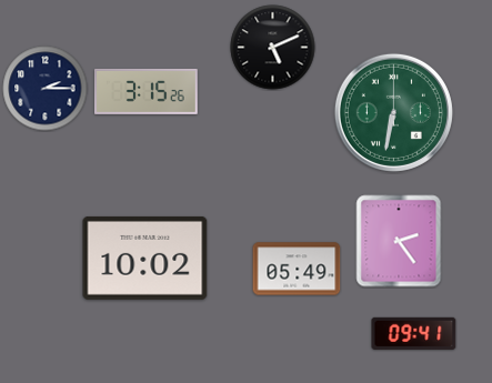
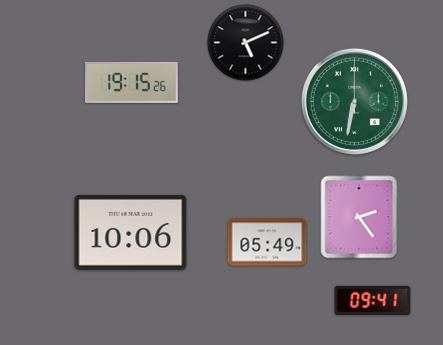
clock at (46, 89): 2:15 -> none
clock at (147, 91): 3:15 -> 19:15
clock at (145, 258): 10:02 -> 10:06
